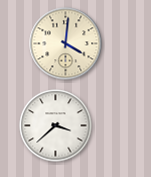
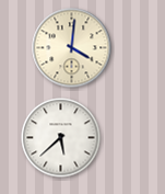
clock at (56, 126): 3:38 -> 5:38
